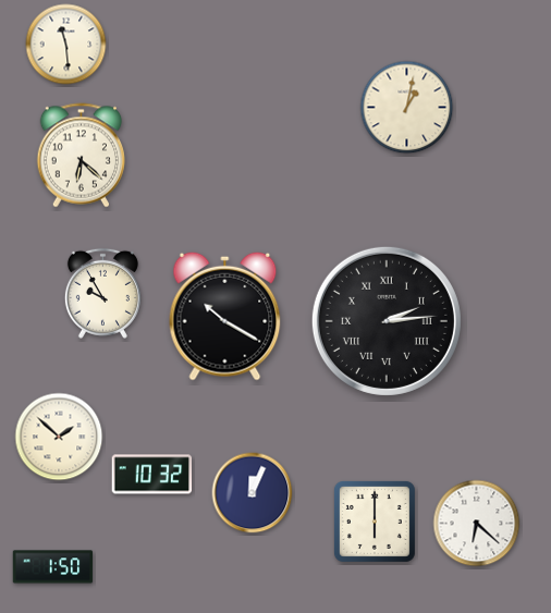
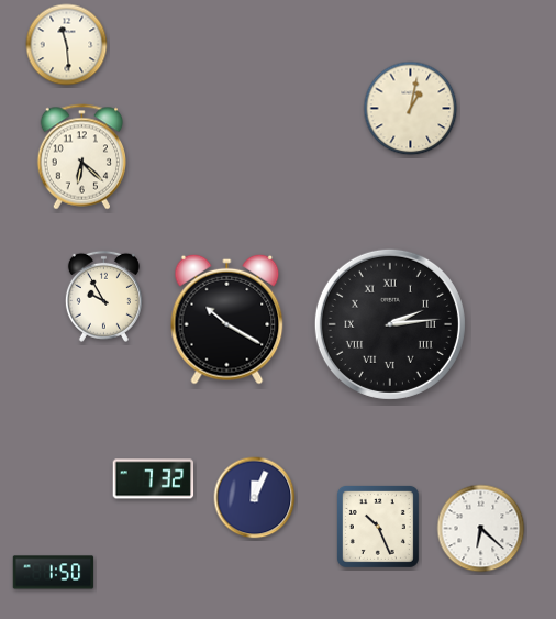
clock at (59, 437): 1:52 -> none
clock at (152, 475): 10:32 -> 7:32
clock at (375, 522): 6:00 -> 10:26
